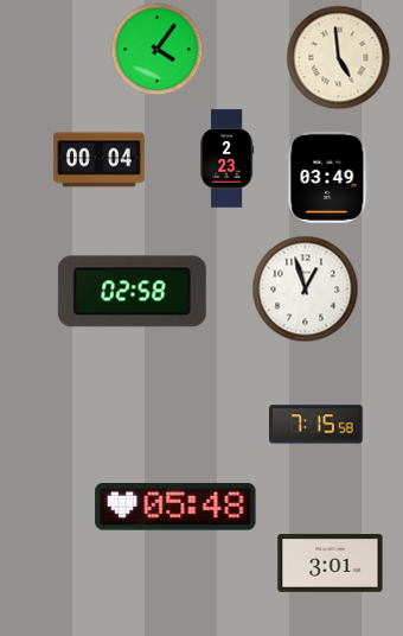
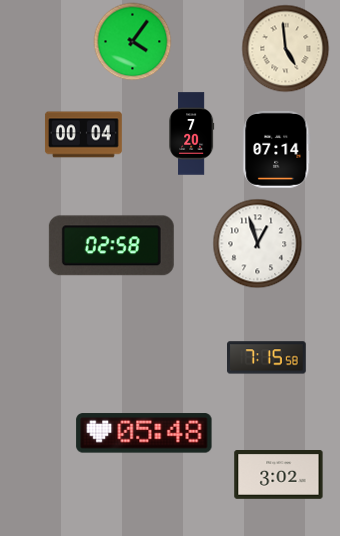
clock at (228, 159): 2:23 -> 7:20
clock at (328, 177): 03:49 -> 07:14
clock at (175, 507) position: (175, 507) -> (144, 433)
clock at (331, 564): 3:01 -> 3:02
